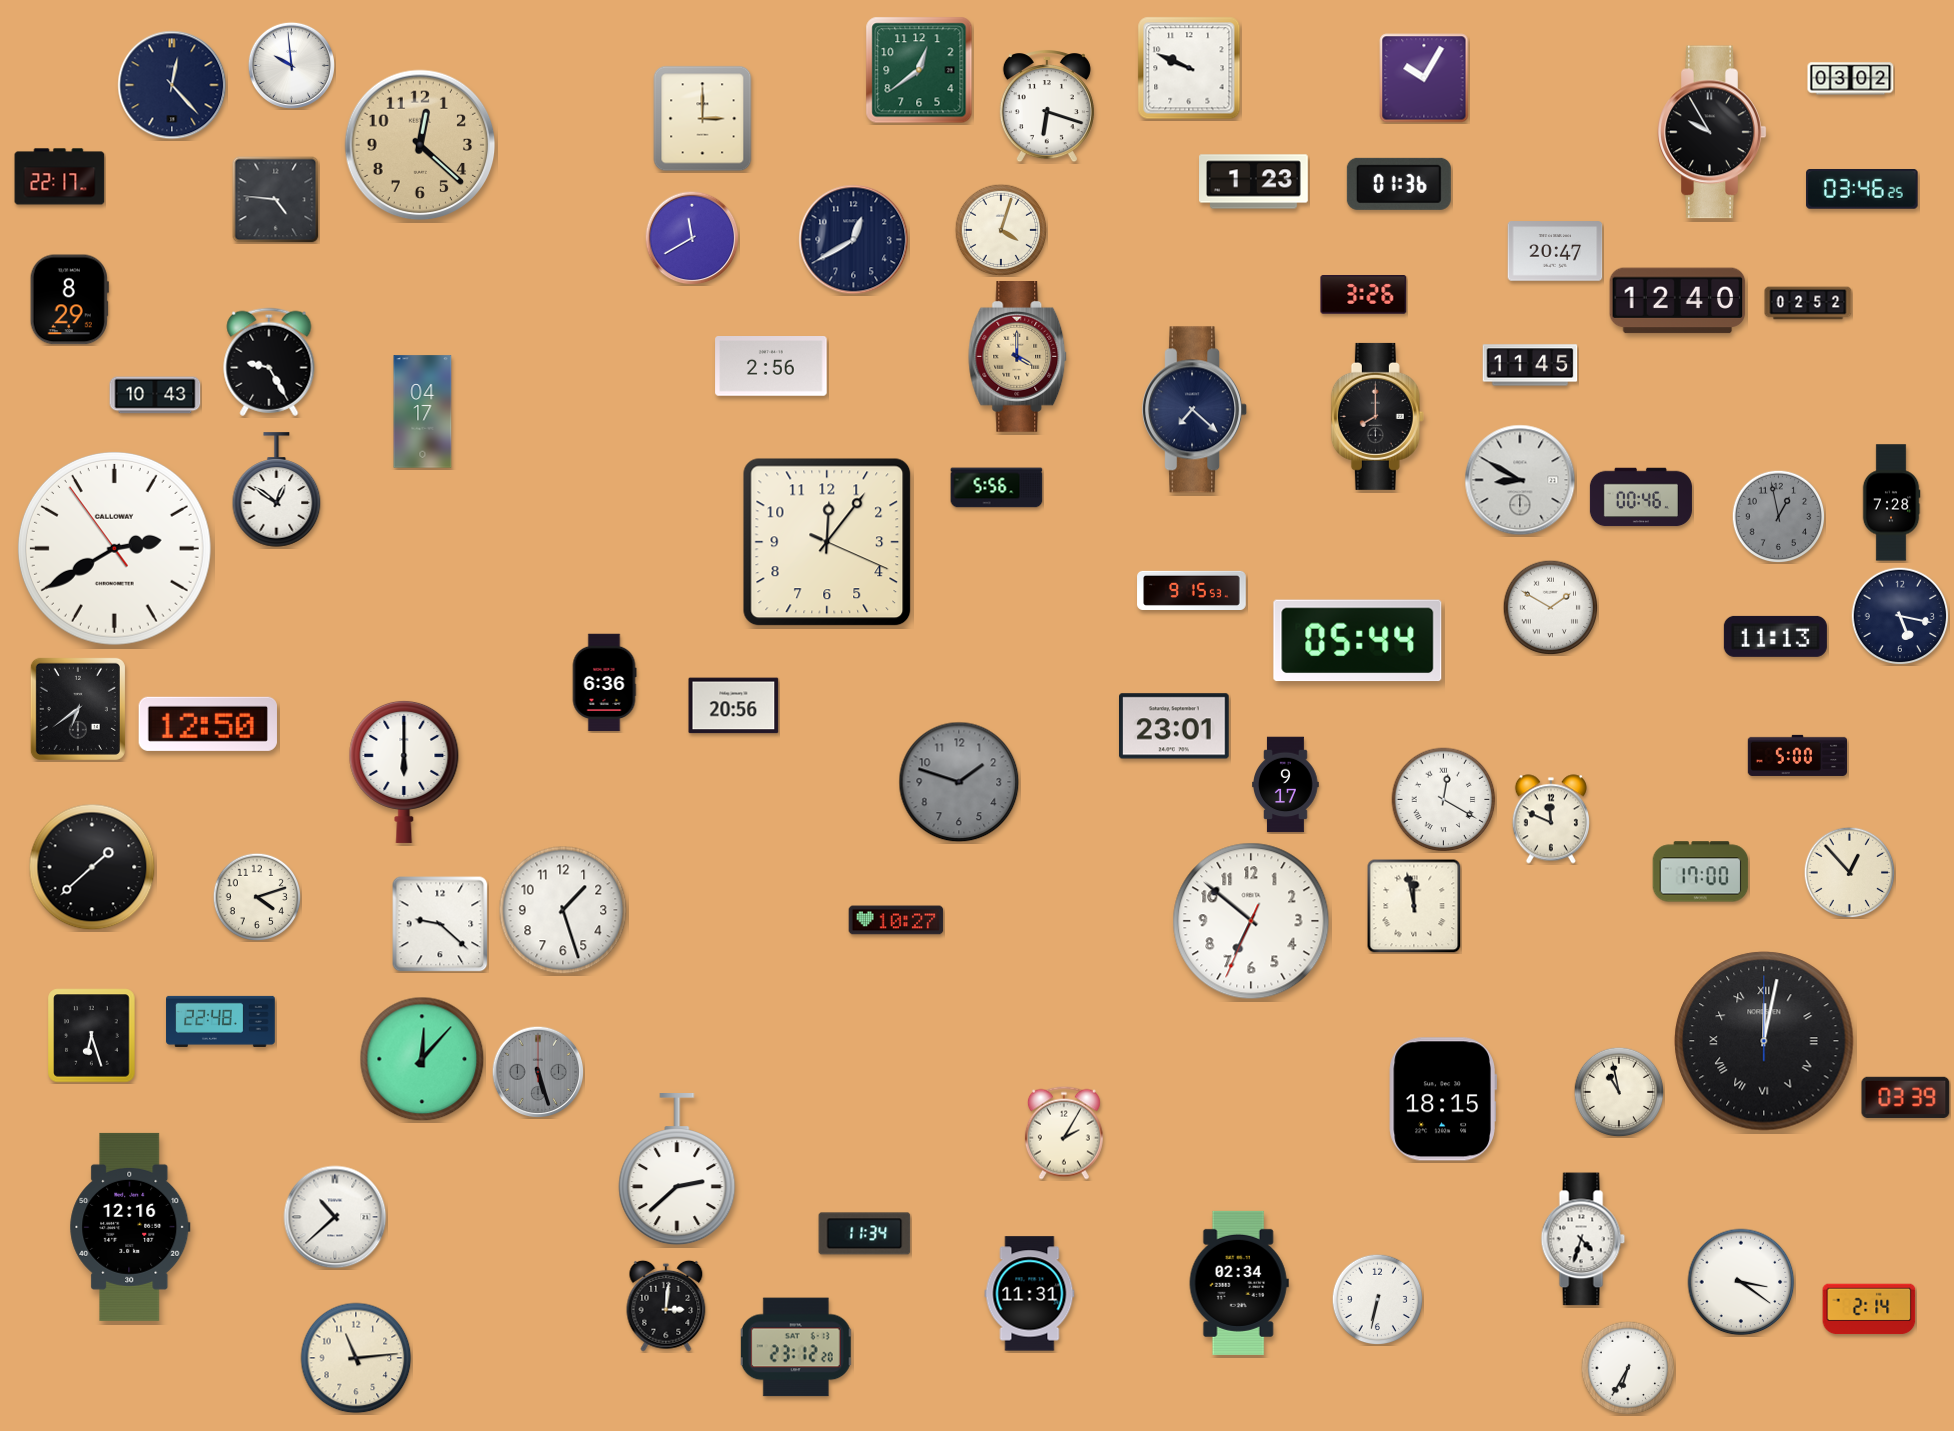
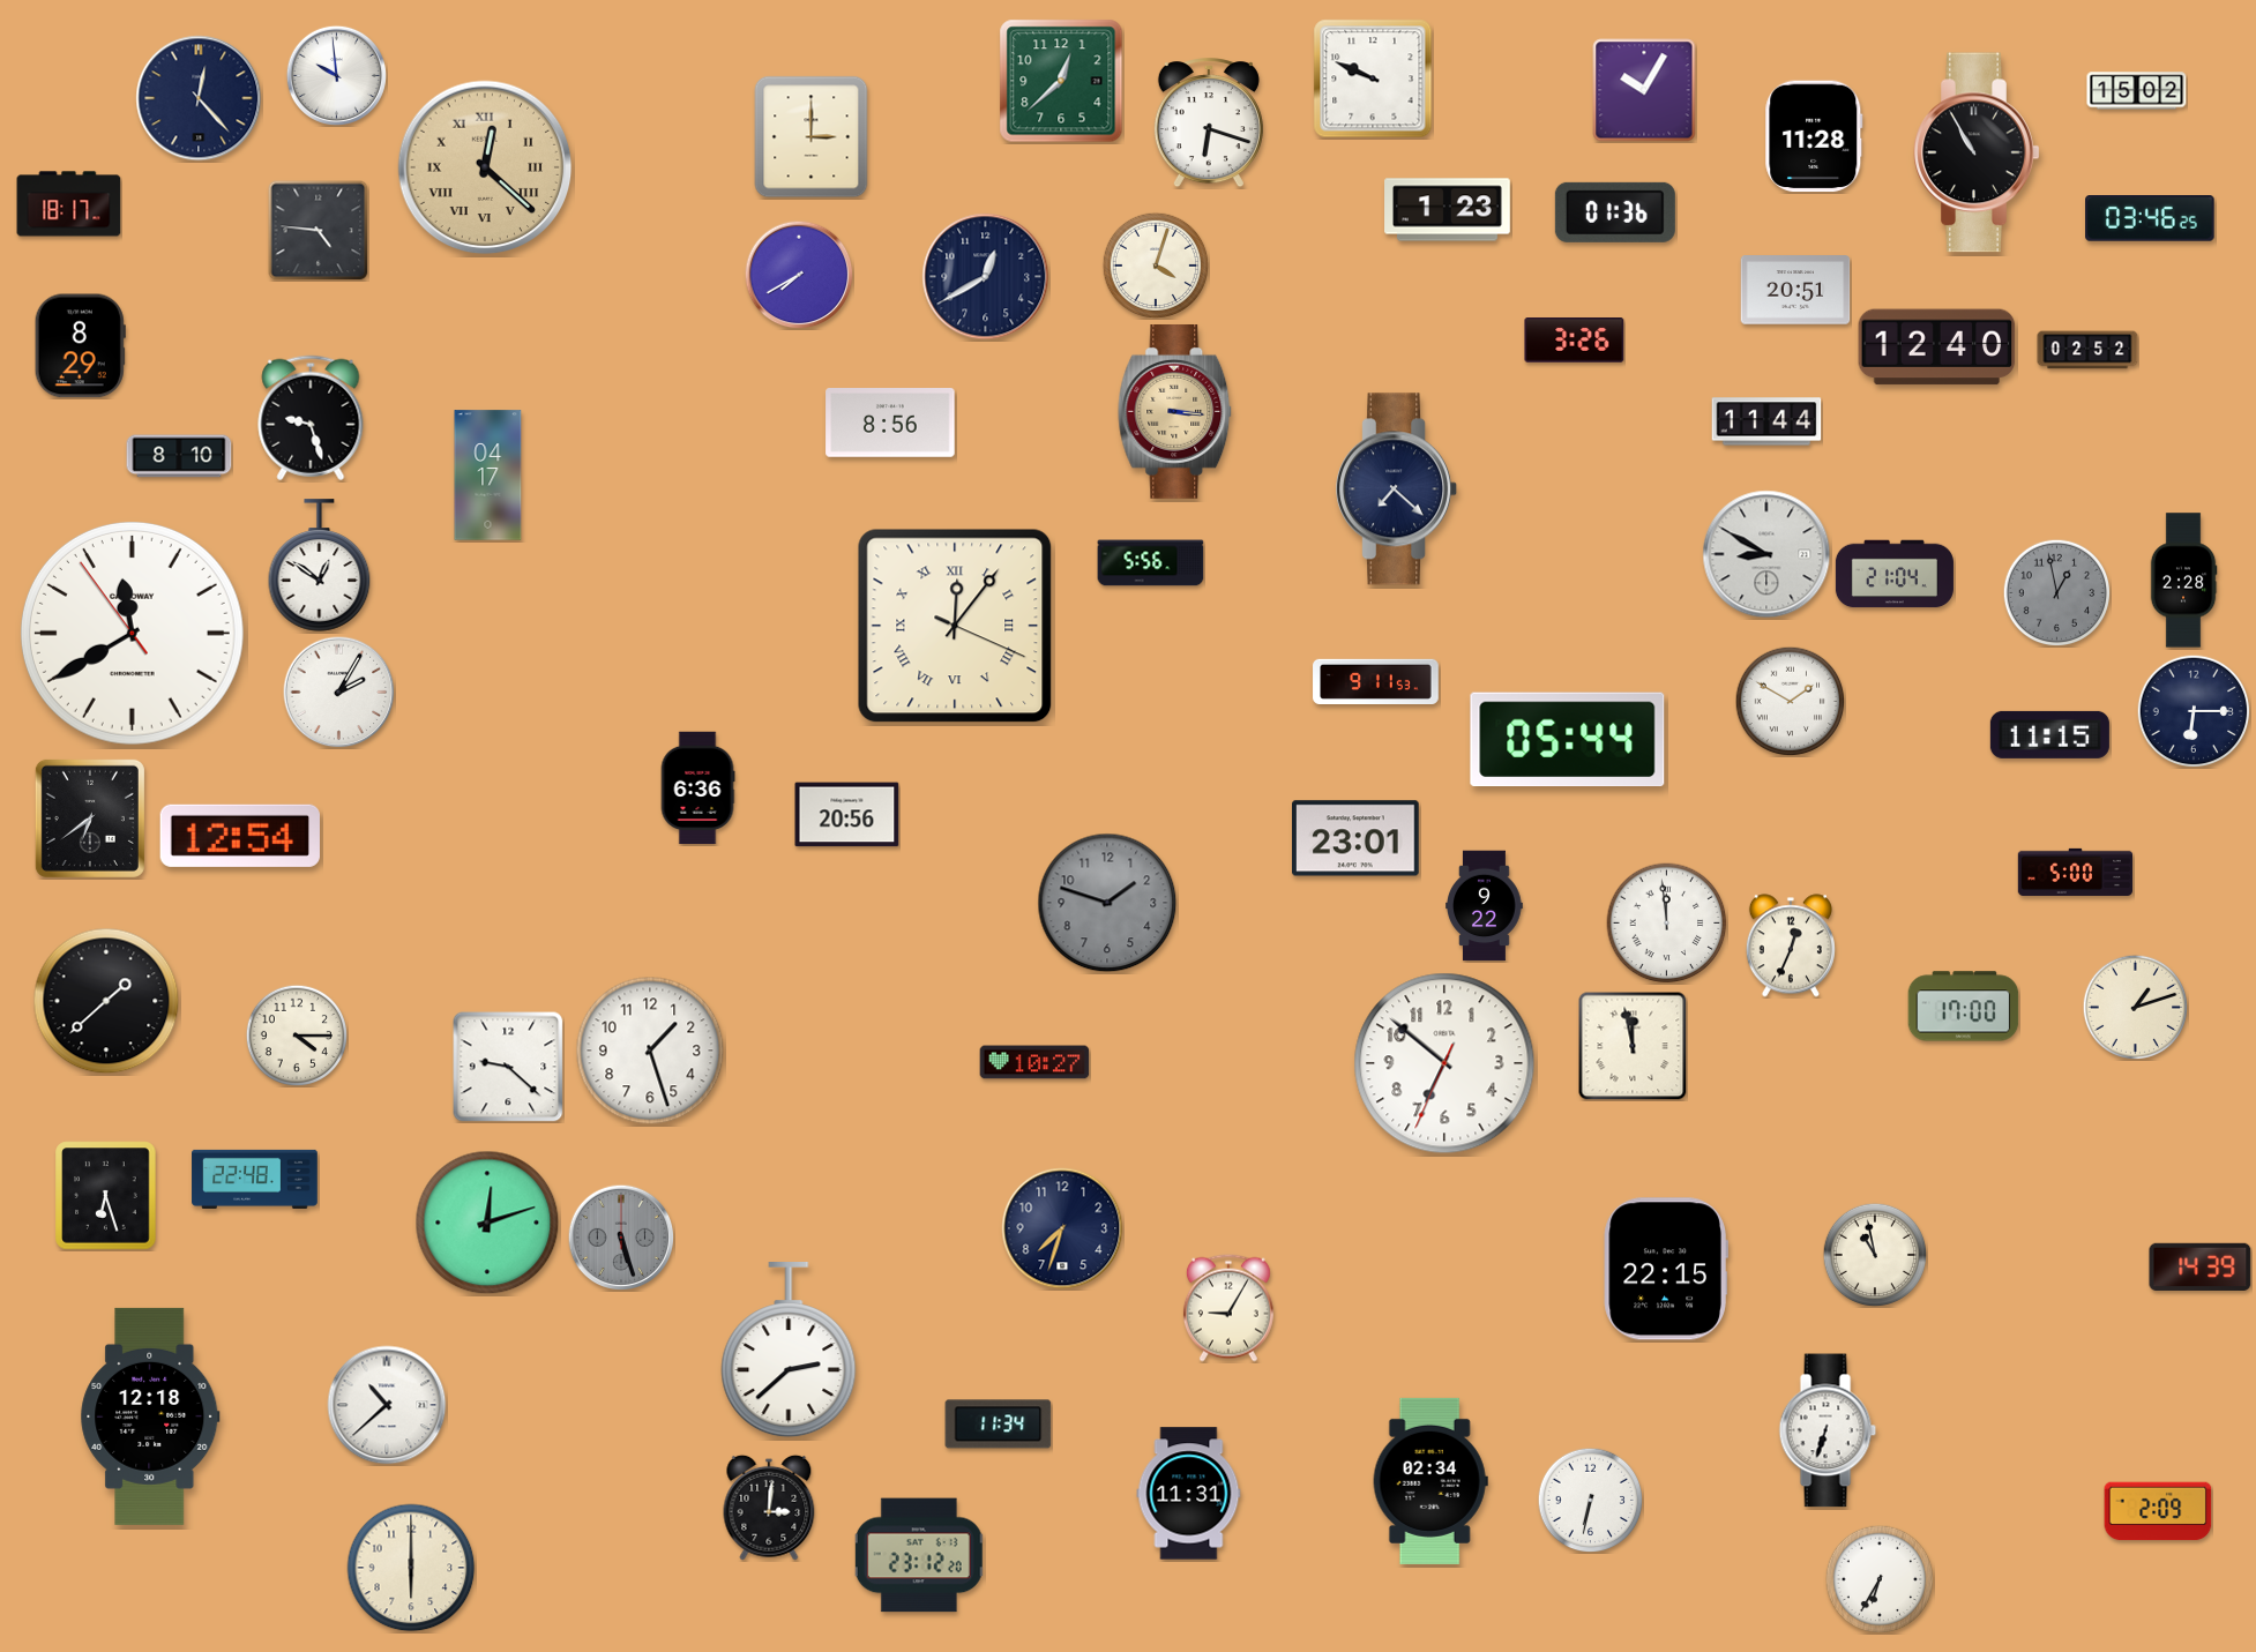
clock at (919, 70): 12:39 -> 12:38
clock at (1851, 79): 03:02 -> 15:02
clock at (1814, 136): none -> 11:28
clock at (1712, 132): 9:55 -> 10:55
clock at (420, 145) numerals: Arabic -> Roman
clock at (60, 177): 22:17 -> 18:17
clock at (692, 238): 11:40 -> 7:40
clock at (1555, 251): 20:47 -> 20:51
clock at (1018, 357): 4:00 -> 3:16
clock at (269, 362): 9:25 -> 9:27
clock at (1530, 365): 11:45 -> 11:44
clock at (771, 367): 2:56 -> 8:56
clock at (155, 395): 10:43 -> 8:10
clock at (1195, 410) position: (1195, 410) -> (1397, 489)
clock at (1377, 416): 8:00 -> none
clock at (1520, 480) position: (1520, 480) -> (1766, 554)
clock at (1641, 497): 00:46 -> 21:04
clock at (1891, 503): 7:28 -> 2:28
clock at (1778, 516) position: (1778, 516) -> (2056, 592)
clock at (827, 542) numerals: Arabic -> Roman
clock at (114, 548): 2:39 -> 11:39
clock at (1192, 590): 9:15 -> 9:11
clock at (339, 693): none -> 2:05
clock at (1900, 616): 5:17 -> 6:15
clock at (1775, 636): 11:13 -> 11:15
clock at (208, 724): 12:50 -> 12:54
clock at (404, 771): 6:00 -> none
clock at (1286, 785): 9:17 -> 9:22
clock at (1444, 800): 12:20 -> 11:59
clock at (1551, 819): 11:49 -> 12:34
clock at (1849, 872): 12:53 -> 1:12
clock at (256, 896): 4:12 -> 4:15
clock at (1764, 1041): 12:02 -> none
clock at (422, 1059): 12:07 -> 12:12
clock at (1062, 1228): none -> 7:33
clock at (1619, 1092) position: (1619, 1092) -> (1875, 1255)
clock at (1906, 1097): 03:39 -> 14:39
clock at (1443, 1099): 18:15 -> 22:15
clock at (1064, 1133): 2:05 -> 9:05
clock at (677, 1170) position: (677, 1170) -> (789, 1351)
clock at (130, 1227): 12:16 -> 12:18
clock at (1583, 1239): 4:33 -> 6:33
clock at (1741, 1282): 3:21 -> none
clock at (1869, 1309): 2:14 -> 2:09
clock at (356, 1358): 11:14 -> 6:00
